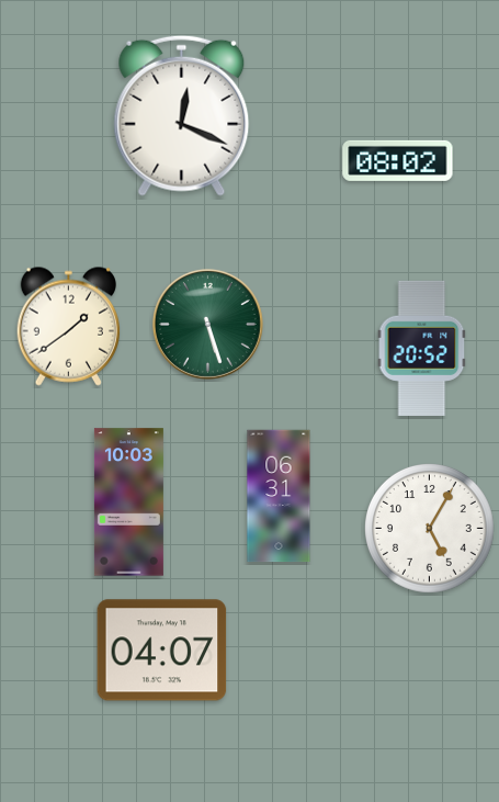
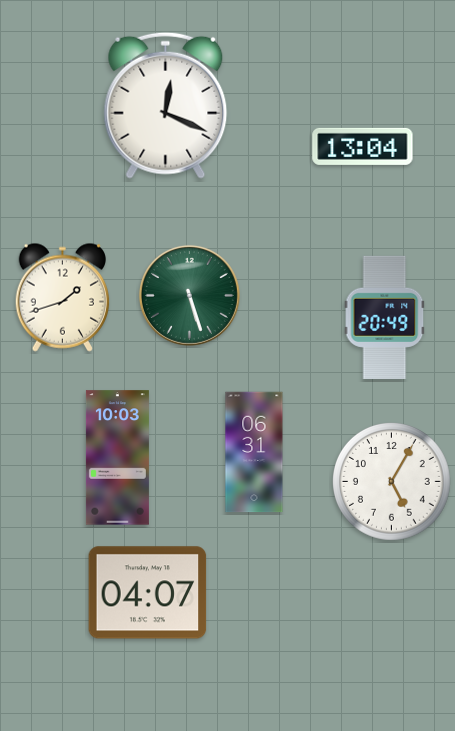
clock at (398, 160): 08:02 -> 13:04
clock at (68, 326): 1:39 -> 1:42
clock at (422, 348): 20:52 -> 20:49
